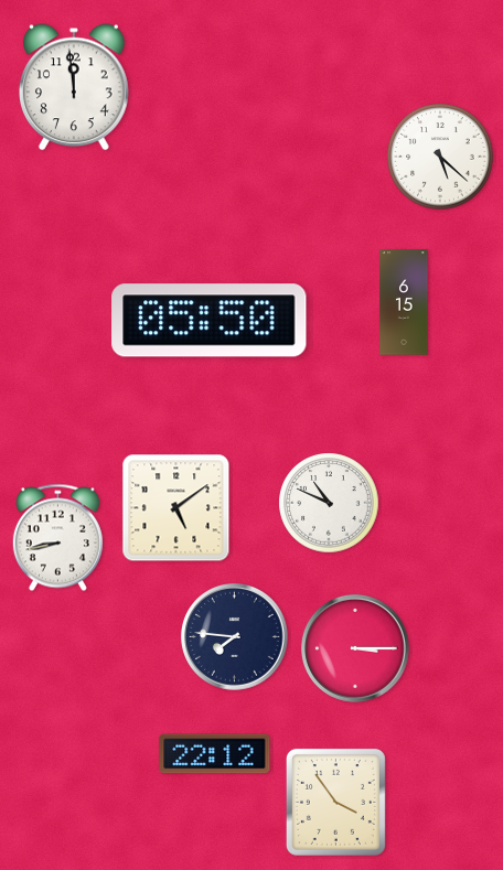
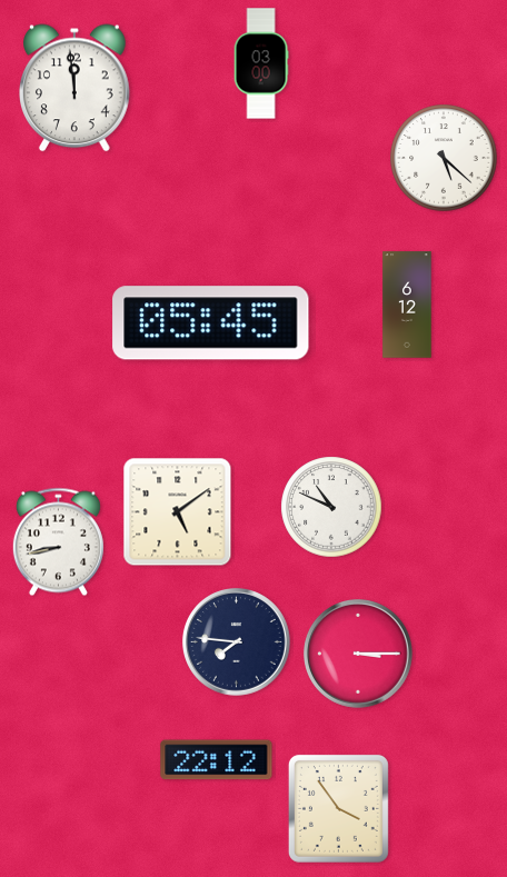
clock at (261, 63): none -> 03:00
clock at (404, 302): 6:15 -> 6:12
clock at (210, 321): 05:50 -> 05:45
